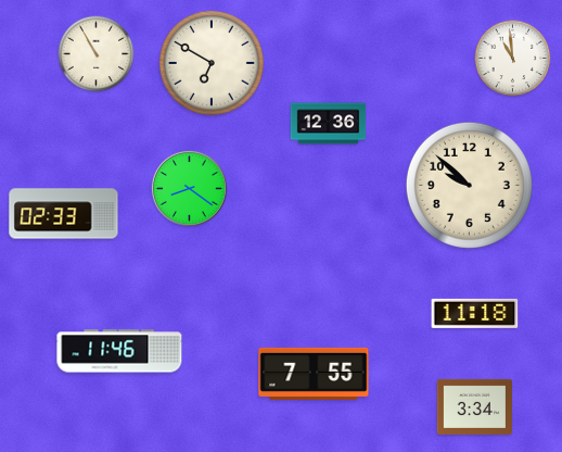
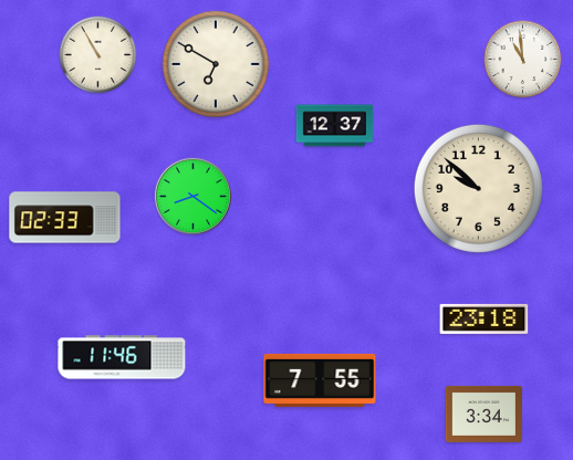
clock at (329, 124): 12:36 -> 12:37
clock at (189, 188) position: (189, 188) -> (192, 196)
clock at (475, 313): 11:18 -> 23:18
